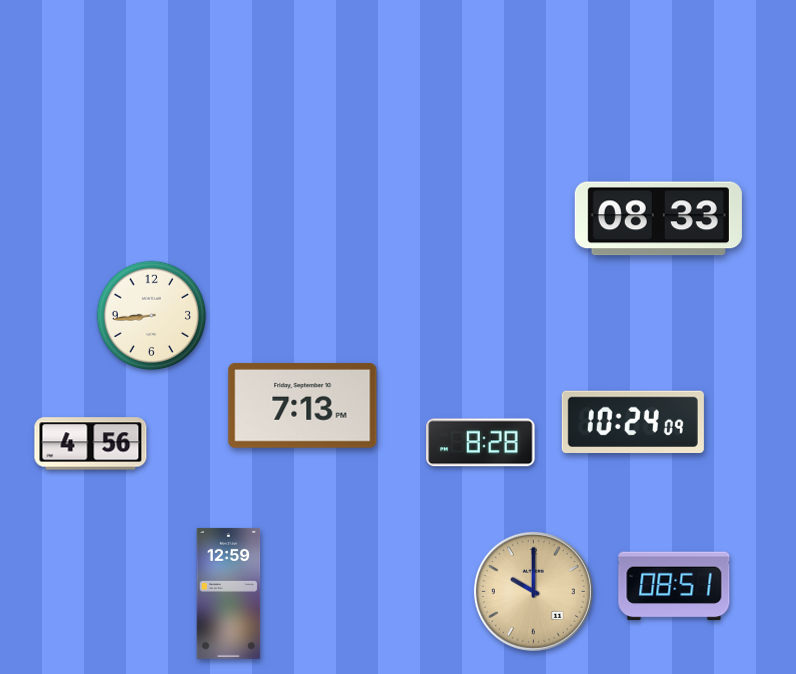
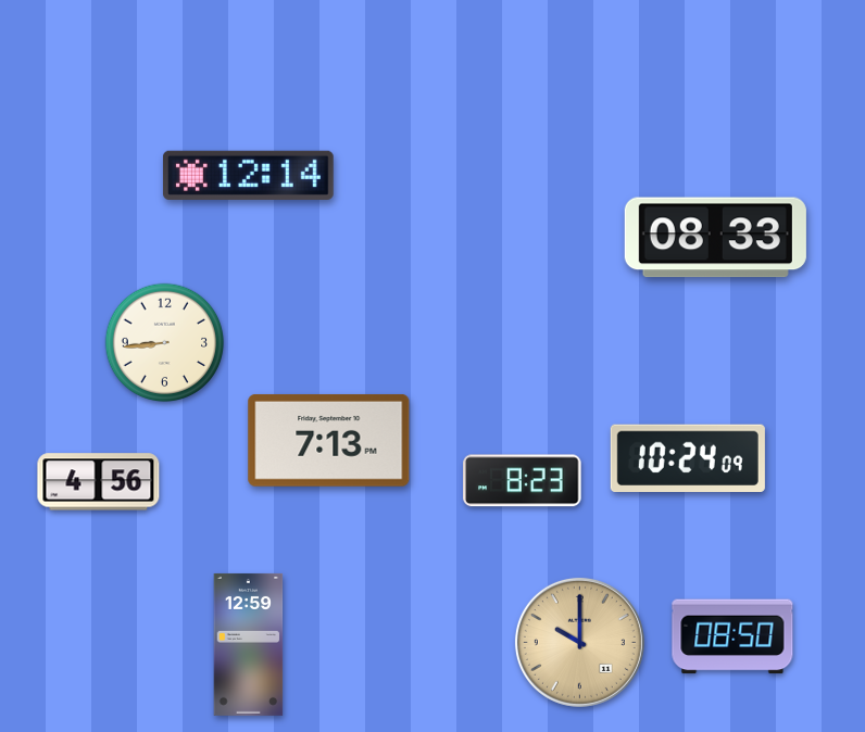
clock at (248, 175): none -> 12:14
clock at (481, 443): 8:28 -> 8:23
clock at (674, 586): 08:51 -> 08:50
